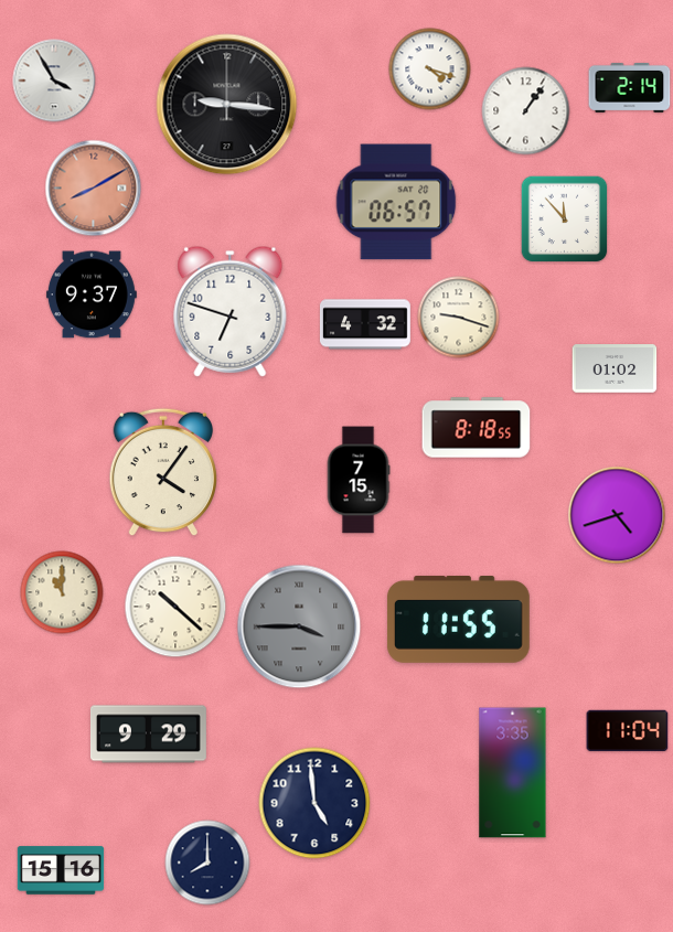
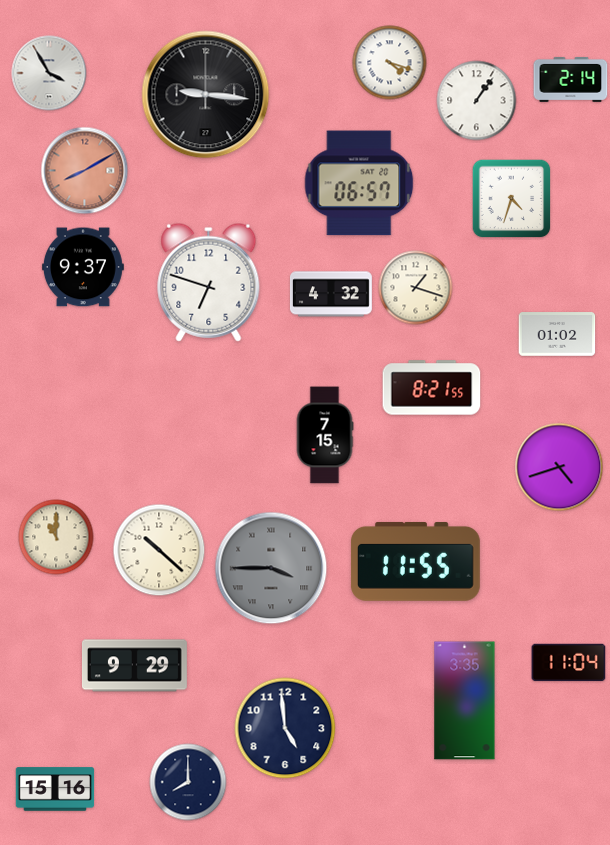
clock at (565, 219): 11:53 -> 4:33
clock at (459, 318): 9:18 -> 1:18
clock at (477, 428): 8:18 -> 8:21
clock at (163, 472): 4:06 -> none
